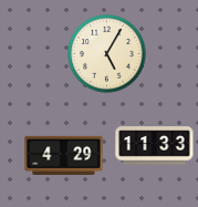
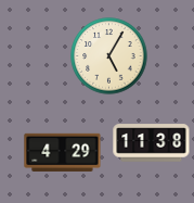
clock at (107, 54) position: (107, 54) -> (109, 56)
clock at (155, 146): 11:33 -> 11:38
